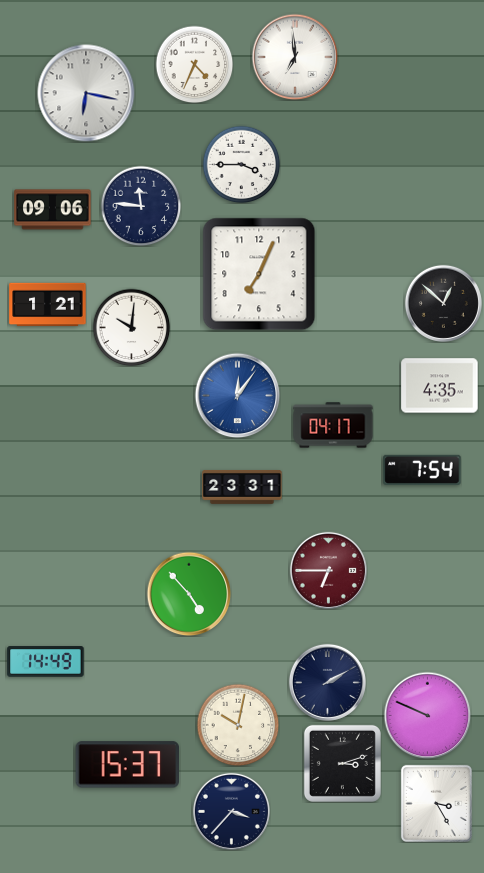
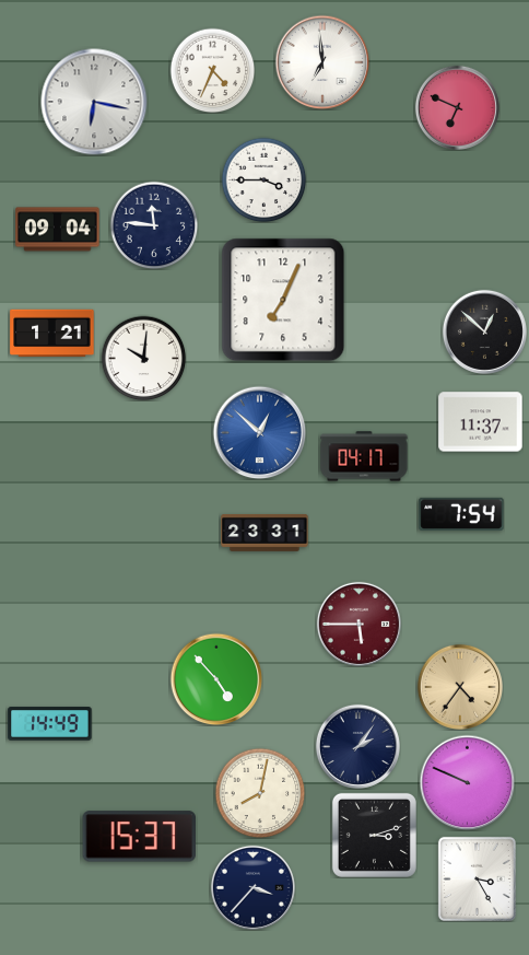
clock at (457, 107): none -> 6:49
clock at (53, 210): 09:06 -> 09:04
clock at (440, 386): 4:35 -> 11:37
clock at (237, 395): 12:06 -> 12:52
clock at (333, 425) position: (333, 425) -> (364, 456)
clock at (328, 570): 6:45 -> 5:45
clock at (189, 594) position: (189, 594) -> (216, 679)
clock at (460, 687): none -> 4:36
clock at (327, 682): 2:10 -> 2:06
clock at (238, 725): 10:02 -> 8:02
